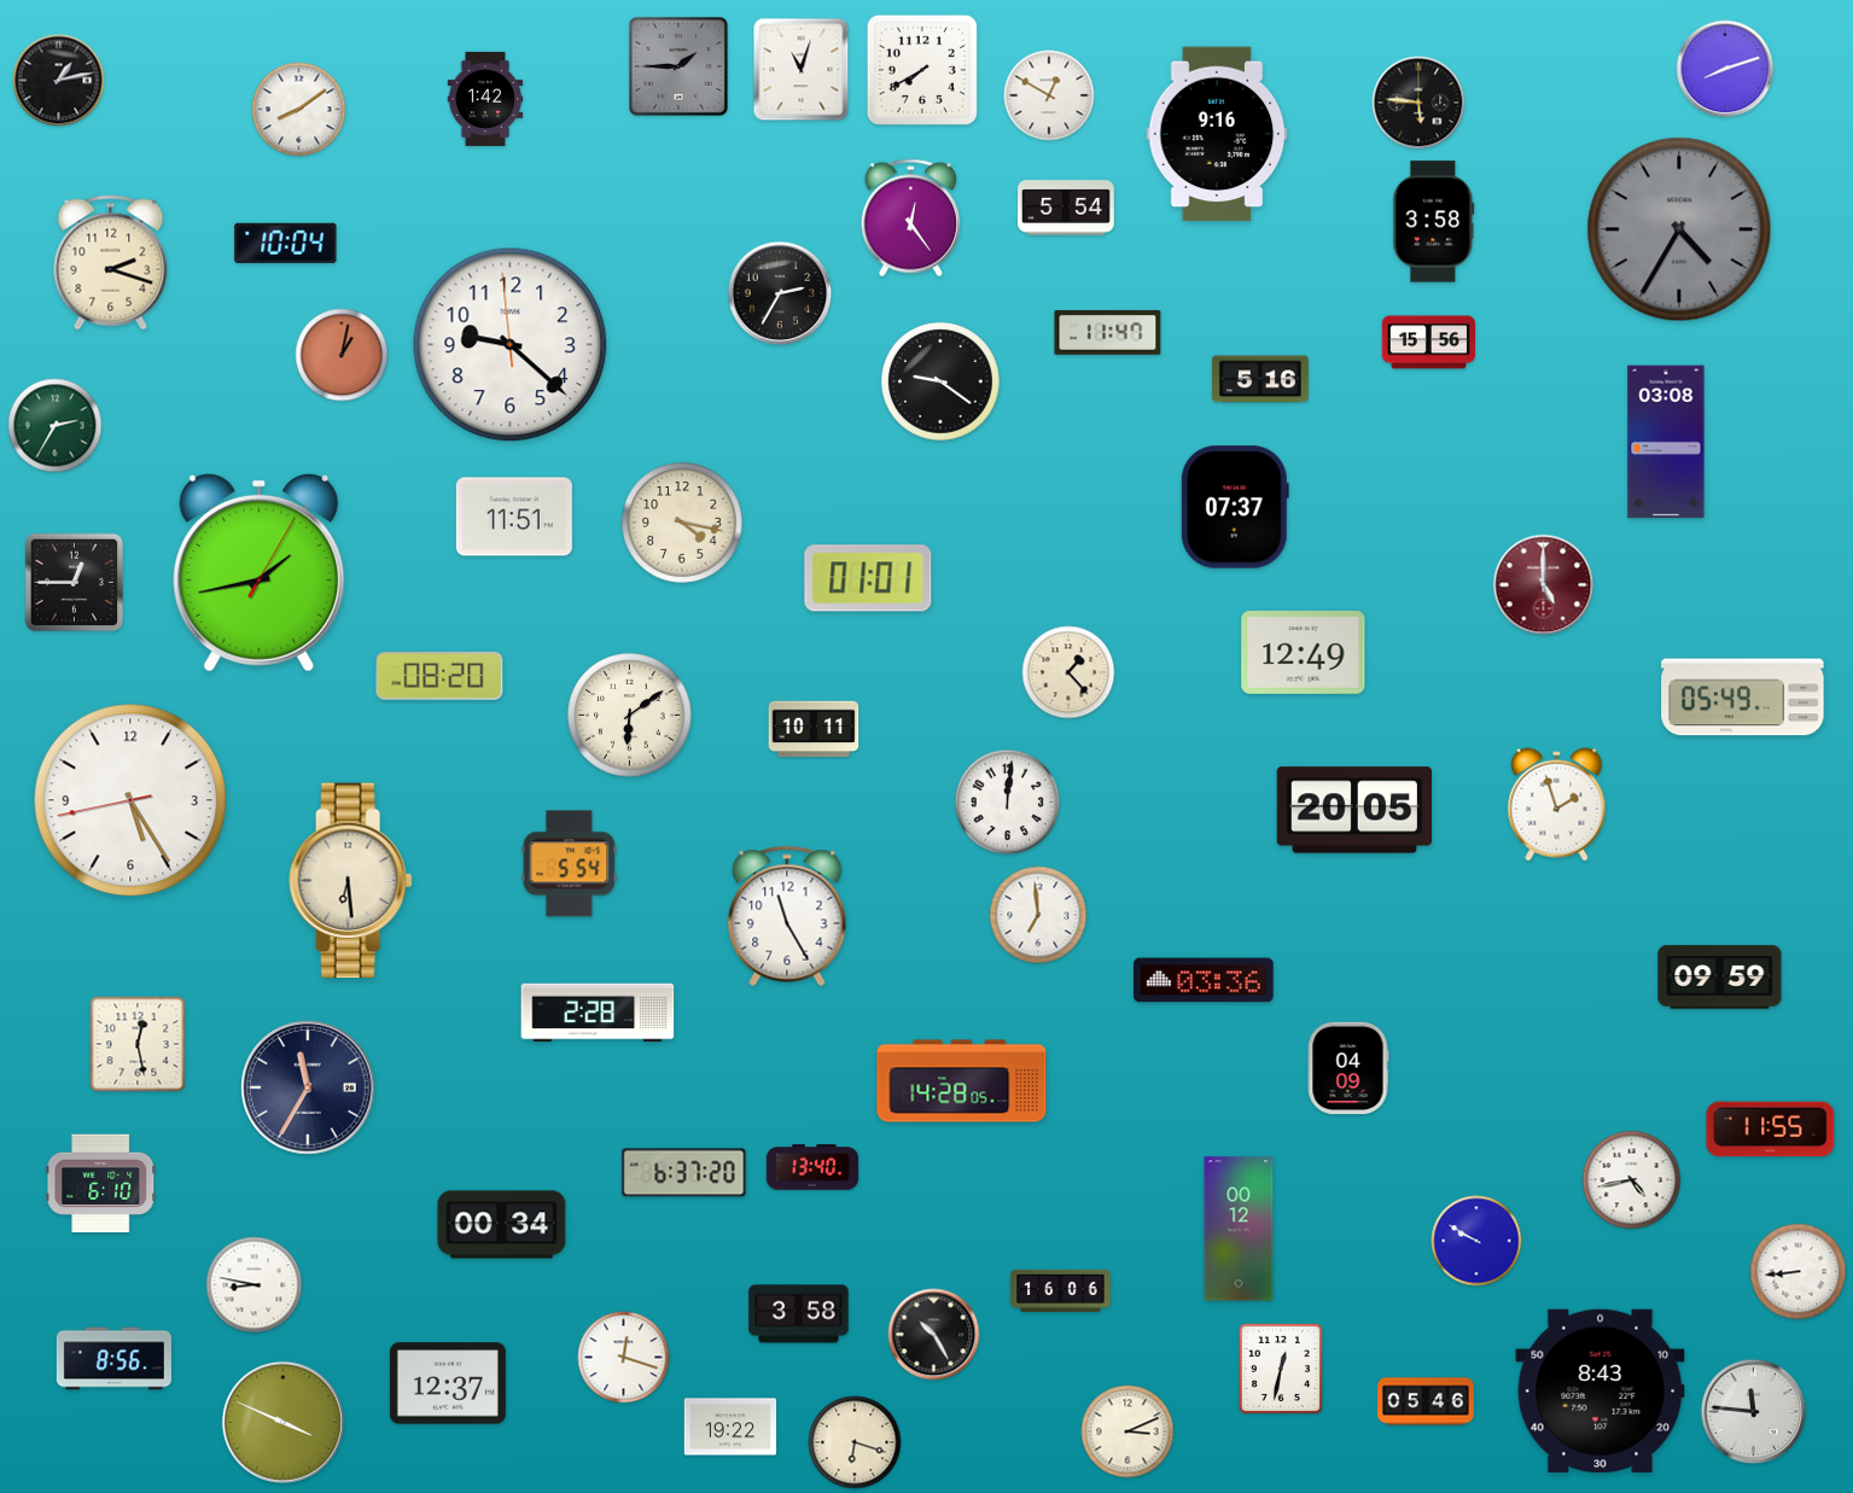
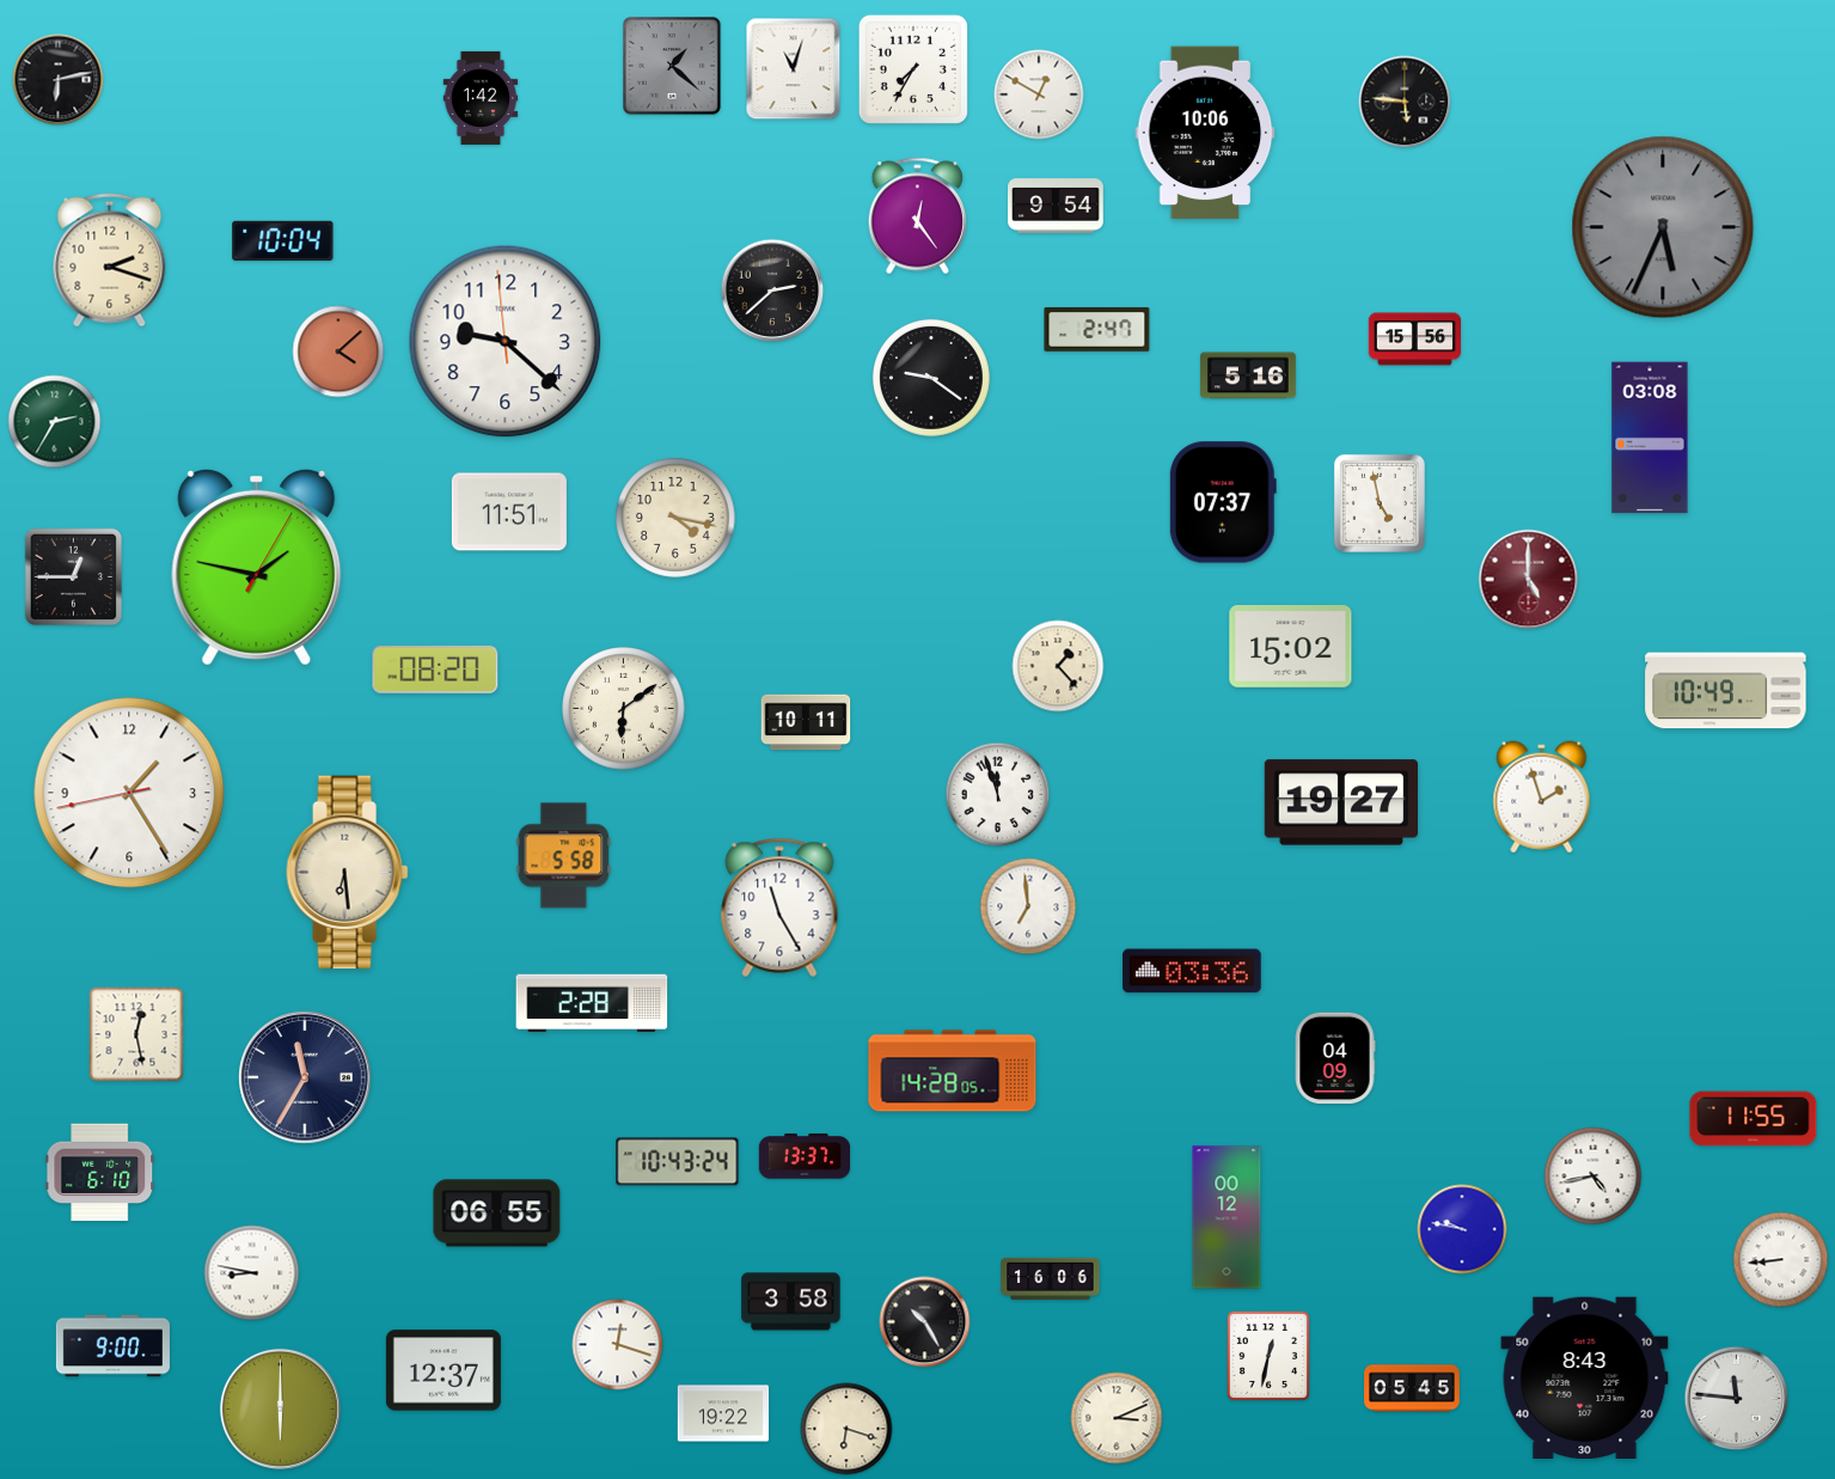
clock at (680, 68): 1:45 -> 1:22
clock at (1725, 69): 8:12 -> none
clock at (922, 70): 7:40 -> 7:35
clock at (59, 81): 1:13 -> 6:13
clock at (299, 110): 8:09 -> none
clock at (1217, 134): 9:16 -> 10:06
clock at (1067, 208): 5:54 -> 9:54
clock at (910, 218) position: (910, 218) -> (917, 216)
clock at (1434, 222): 3:58 -> none
clock at (1679, 229): 4:35 -> 5:34
clock at (780, 293): 2:35 -> 2:38
clock at (1108, 333): 11:47 -> 2:47
clock at (342, 355): 1:02 -> 4:08
clock at (1380, 503): none -> 4:58
clock at (260, 572): 1:43 -> 1:47
clock at (868, 578): 01:01 -> none
clock at (1304, 653): 12:49 -> 15:02
clock at (1743, 698): 05:49 -> 10:49
clock at (130, 800): 5:24 -> 1:24
clock at (1008, 803): 12:01 -> 11:57
clock at (1353, 810): 20:05 -> 19:27
clock at (570, 864): 5:54 -> 5:58
clock at (1720, 978): 09:59 -> none
clock at (812, 1167): 13:40 -> 13:37
clock at (684, 1173): 6:37 -> 10:43
clock at (1632, 1180) position: (1632, 1180) -> (1594, 1177)
clock at (502, 1225): 00:34 -> 06:55
clock at (1476, 1241): 9:50 -> 9:47
clock at (113, 1359): 8:56 -> 9:00
clock at (1426, 1401): 05:46 -> 05:45
clock at (282, 1422): 3:49 -> 6:00
